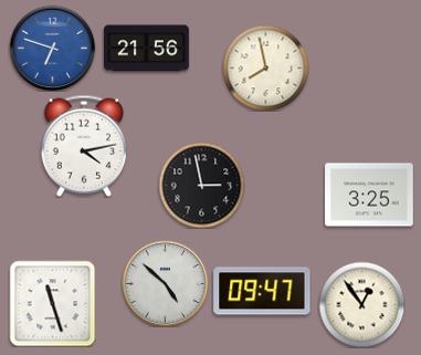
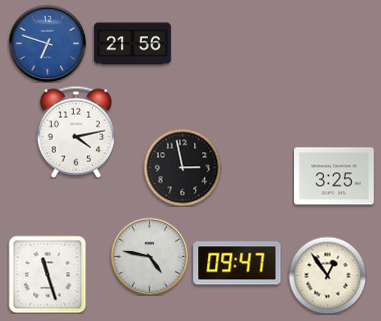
clock at (265, 67): 7:58 -> none
clock at (165, 283): 4:52 -> 4:47
